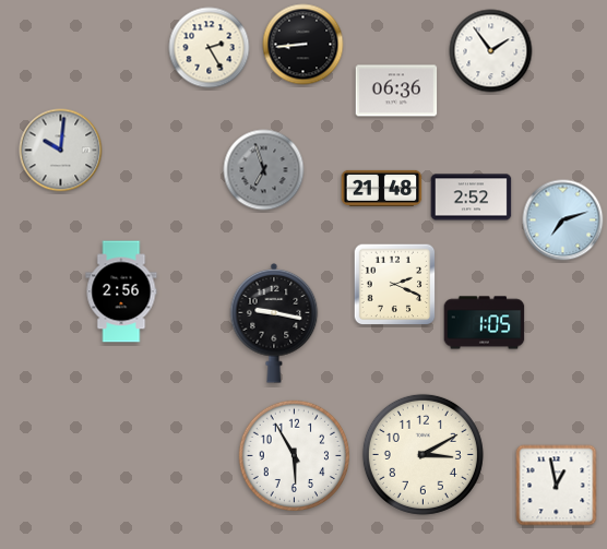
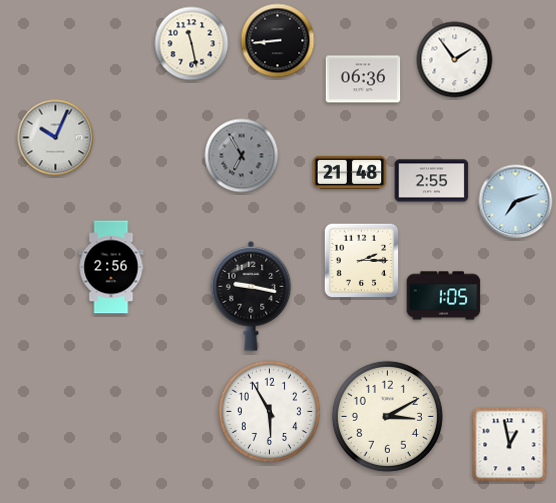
clock at (210, 48): 2:25 -> 11:28
clock at (491, 51) position: (491, 51) -> (455, 60)
clock at (396, 91) position: (396, 91) -> (363, 79)
clock at (61, 151): 10:01 -> 10:04
clock at (264, 170): 6:57 -> 6:55
clock at (472, 198): 2:52 -> 2:55
clock at (395, 285): 2:19 -> 2:15
clock at (295, 456) position: (295, 456) -> (270, 412)
